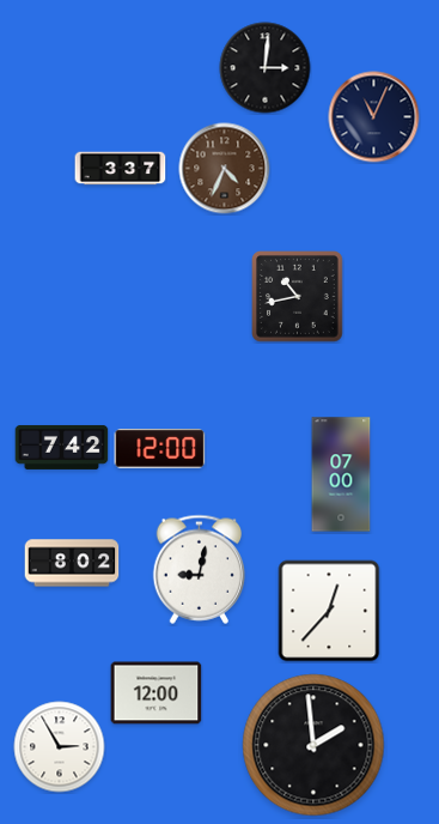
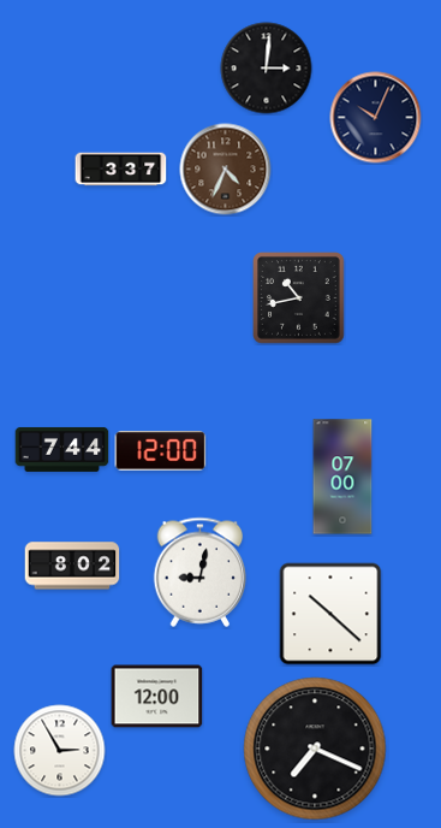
clock at (374, 117): 11:04 -> 10:04
clock at (62, 447): 7:42 -> 7:44
clock at (329, 611): 12:37 -> 10:22
clock at (313, 745): 1:59 -> 7:19
